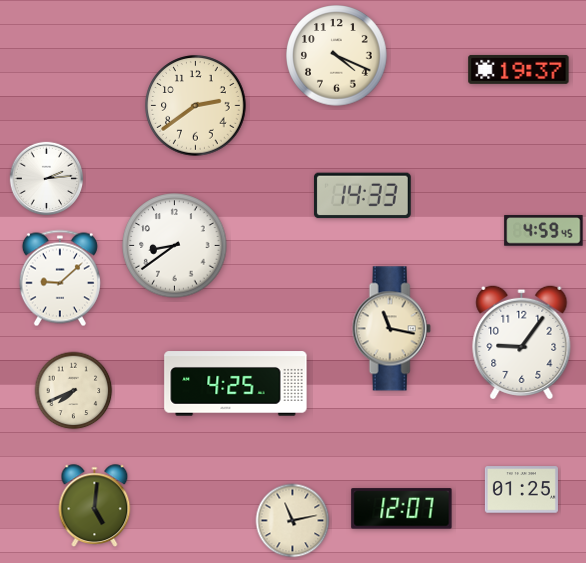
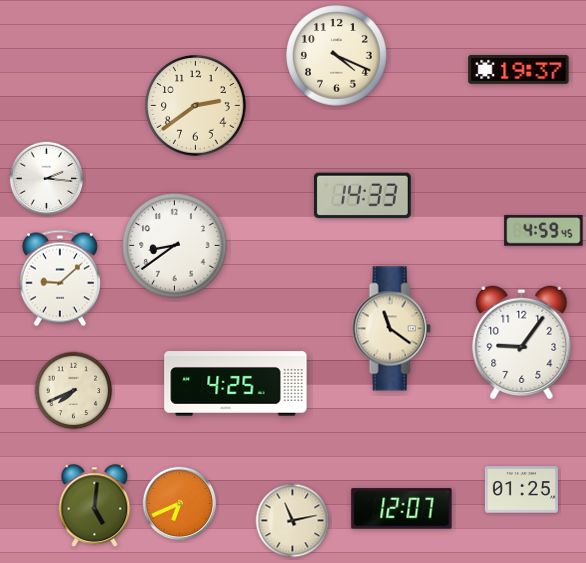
clock at (47, 179): 2:14 -> 2:16
clock at (391, 329): 11:17 -> 11:21
clock at (180, 504): none -> 6:41
